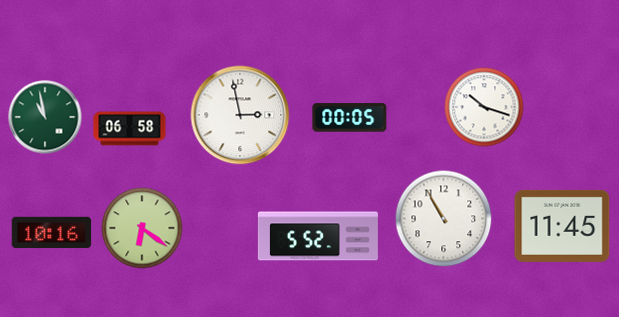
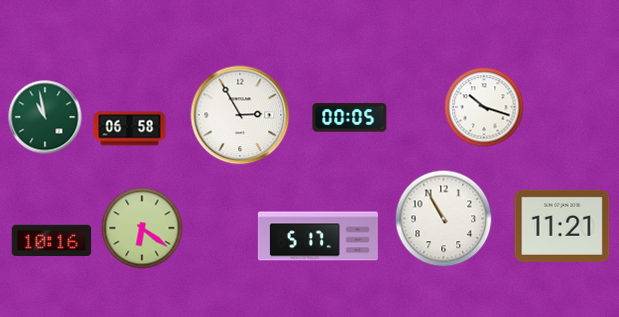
clock at (240, 115): 2:58 -> 2:55
clock at (562, 226): 11:45 -> 11:21
clock at (52, 233) position: (52, 233) -> (52, 241)
clock at (318, 236): 5:52 -> 5:17
